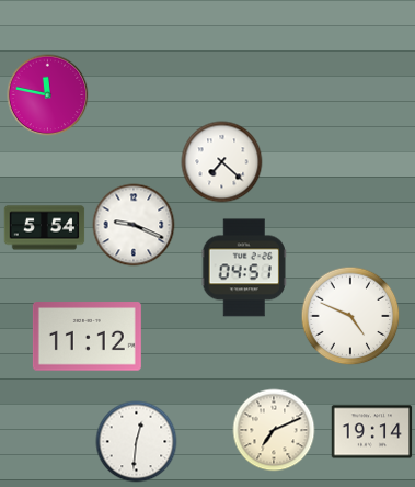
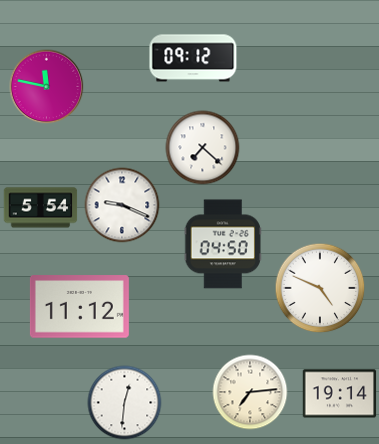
clock at (193, 58): none -> 09:12
clock at (48, 95) position: (48, 95) -> (47, 87)
clock at (244, 268): 04:51 -> 04:50
clock at (274, 430): 7:11 -> 7:14
